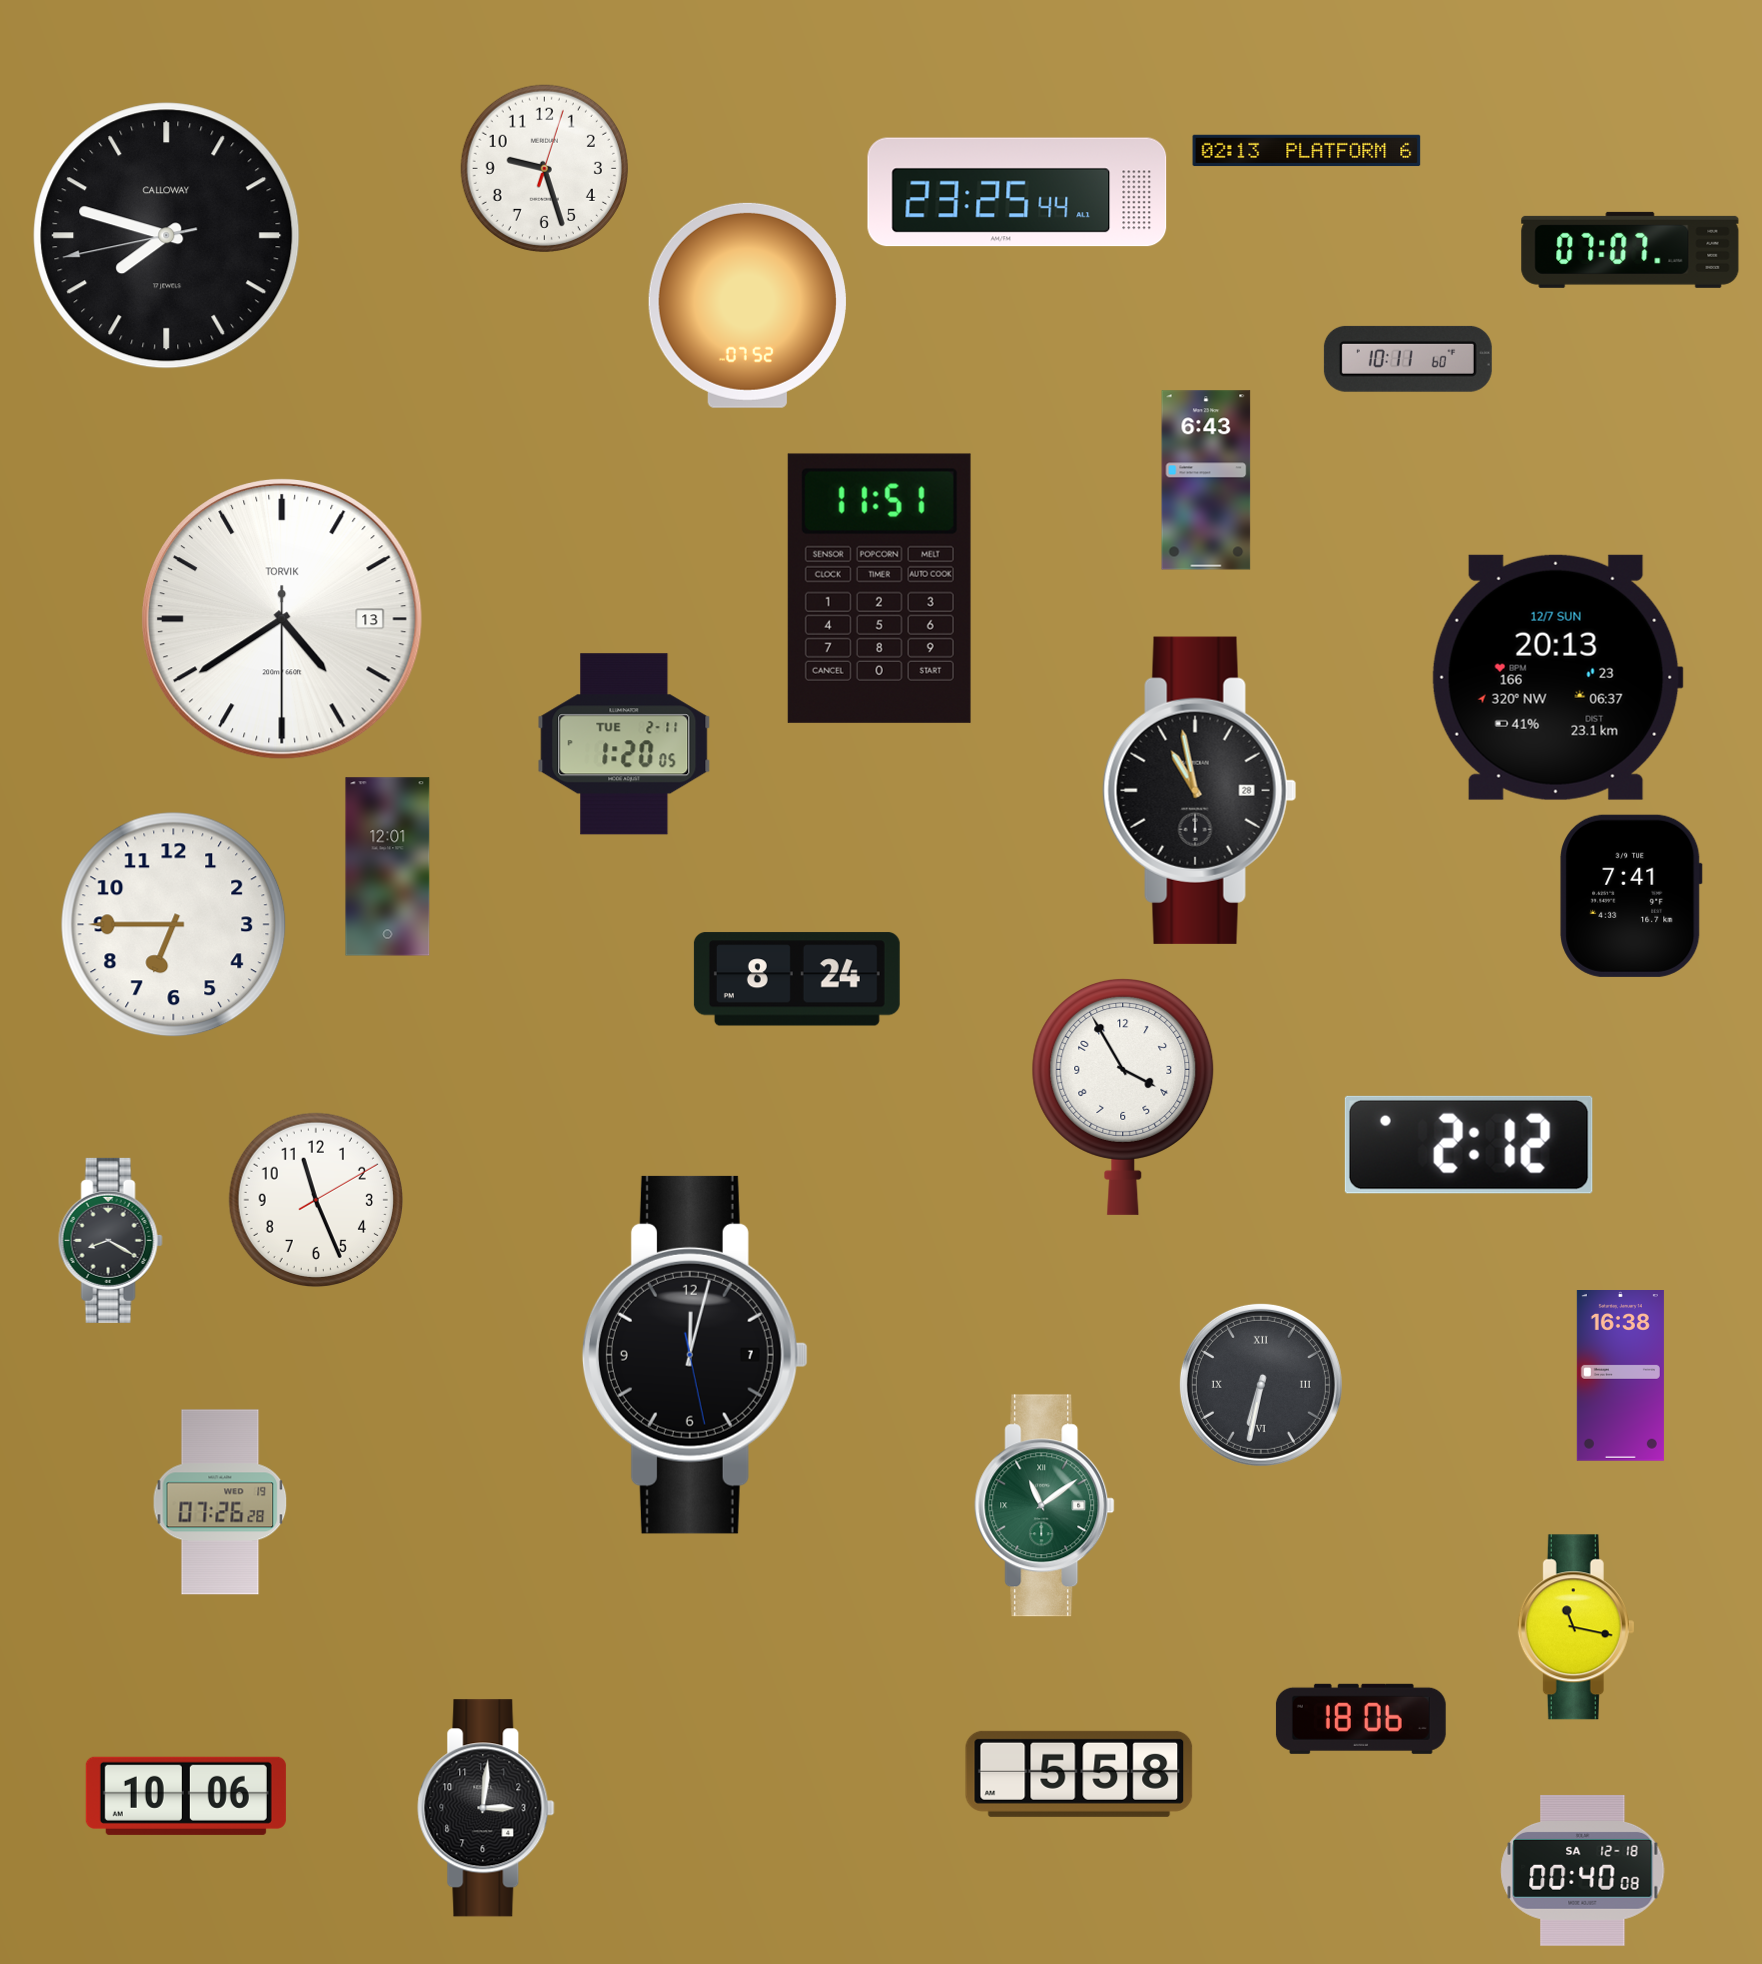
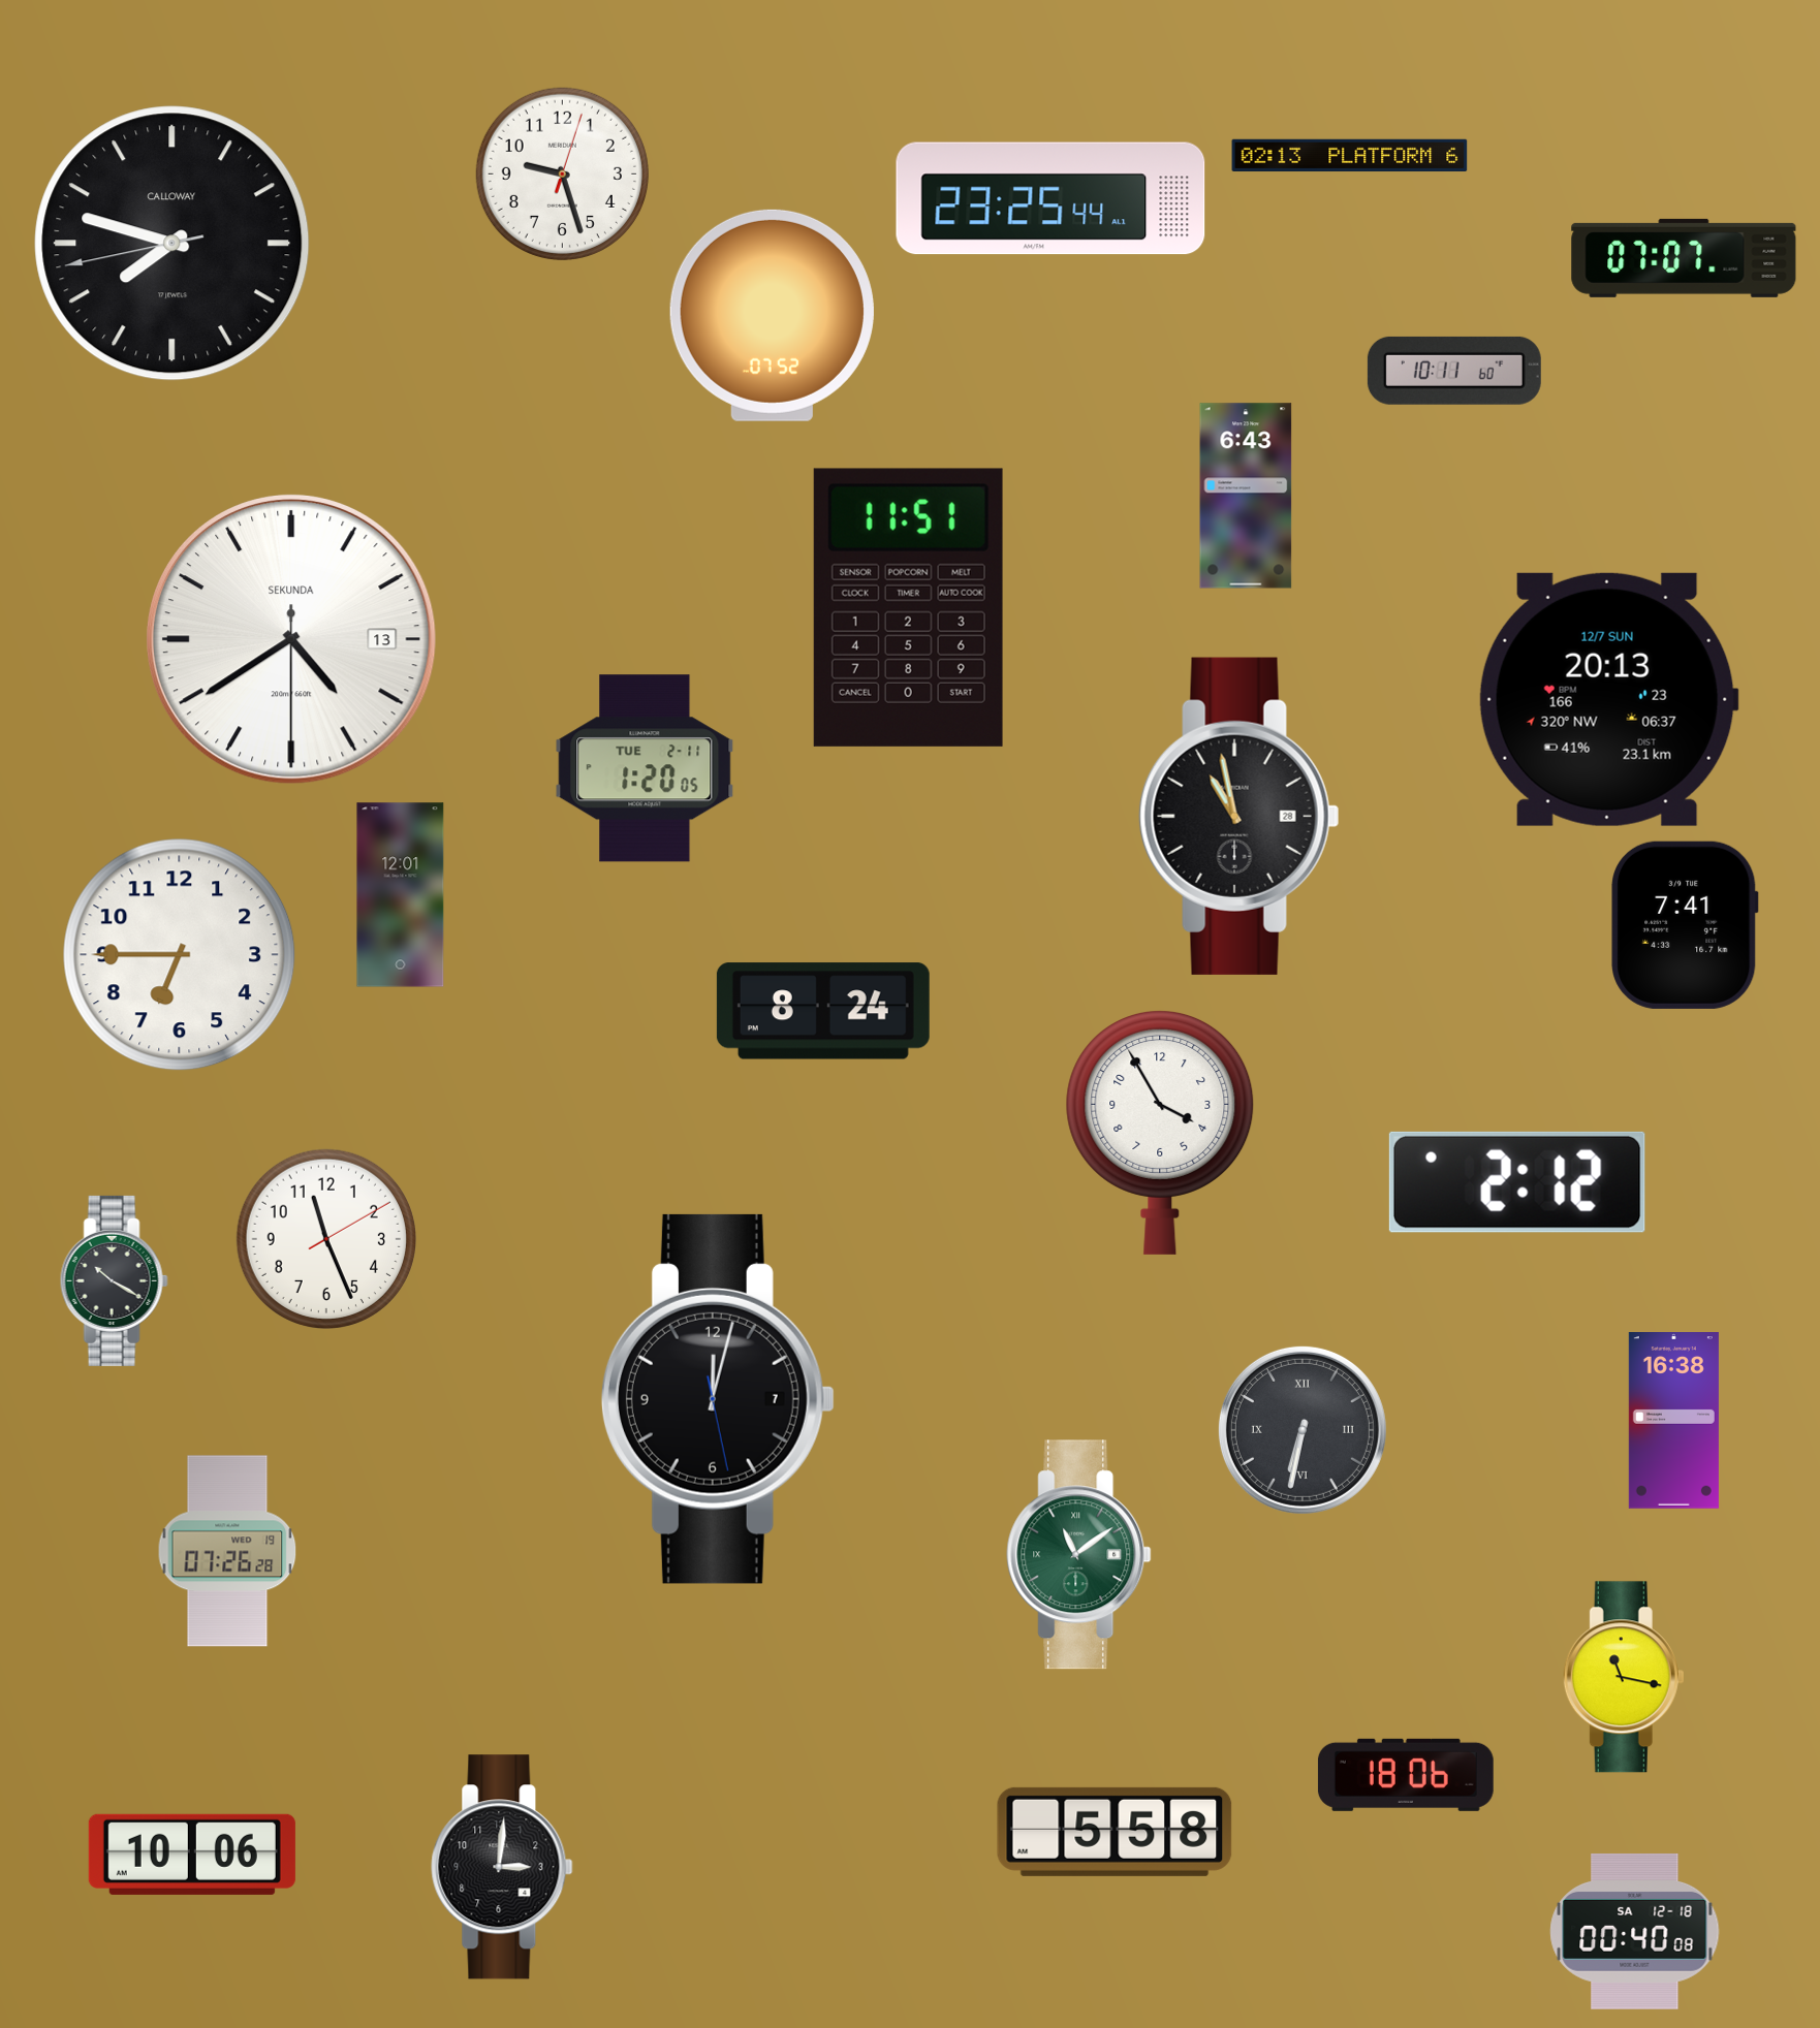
clock at (282, 619) brand: TORVIK -> SEKUNDA
clock at (110, 1240): 8:20 -> 10:20
clock at (1576, 1627) position: (1576, 1627) -> (1624, 1677)
